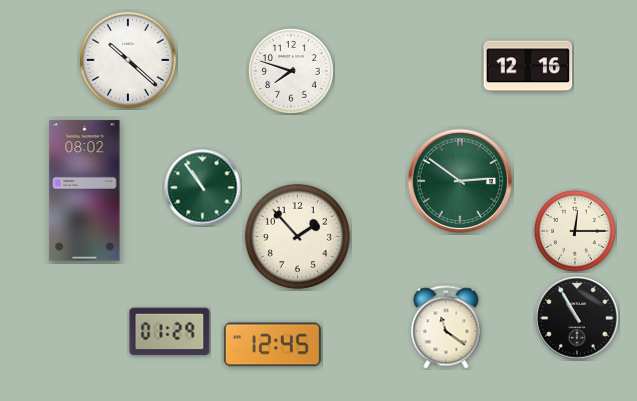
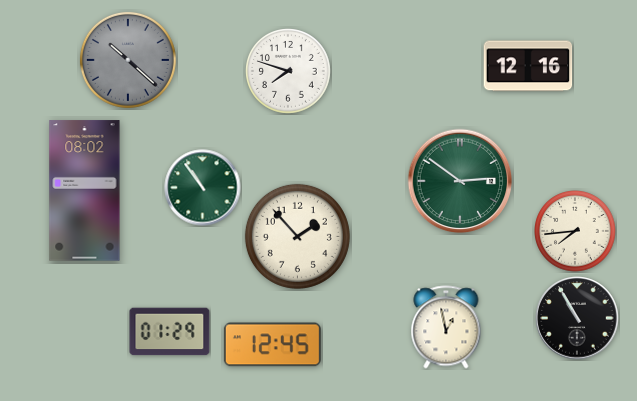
clock at (128, 60) dial: white -> grey
clock at (292, 72) position: (292, 72) -> (289, 72)
clock at (576, 232): 12:15 -> 7:44
clock at (446, 327): 11:21 -> 12:58
